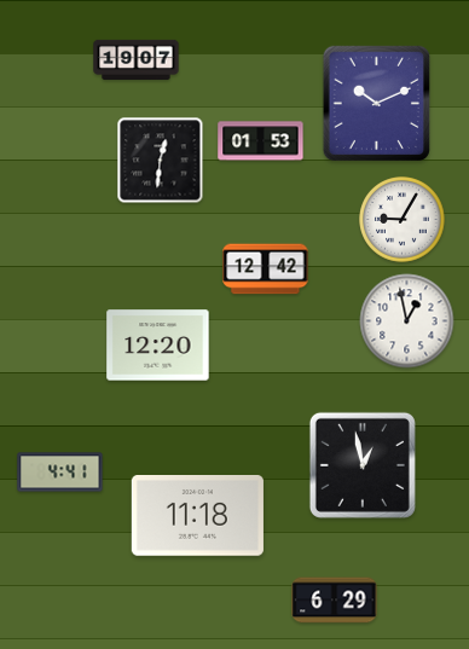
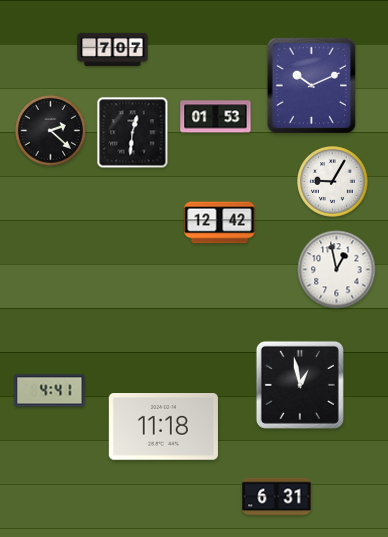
clock at (137, 59): 19:07 -> 7:07
clock at (51, 131): none -> 2:22
clock at (407, 321) position: (407, 321) -> (337, 270)
clock at (158, 346): 12:20 -> none
clock at (335, 601): 6:29 -> 6:31
